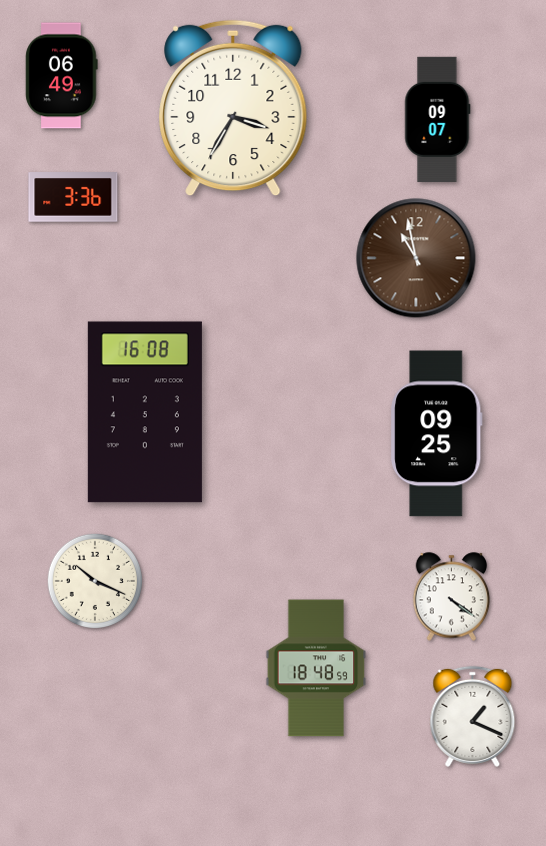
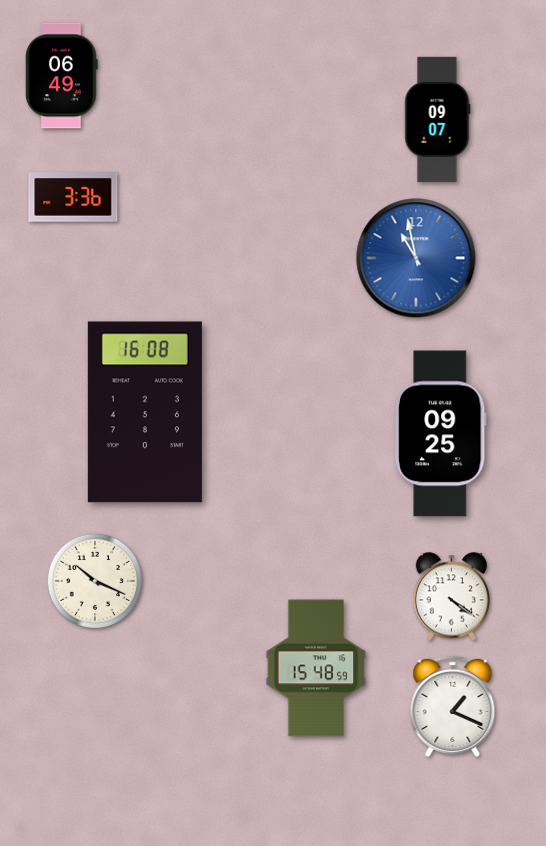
clock at (233, 108): 3:35 -> none
clock at (416, 258) dial: brown -> blue
clock at (437, 434) position: (437, 434) -> (441, 434)
clock at (316, 668): 18:48 -> 15:48
clock at (473, 716) position: (473, 716) -> (453, 706)
